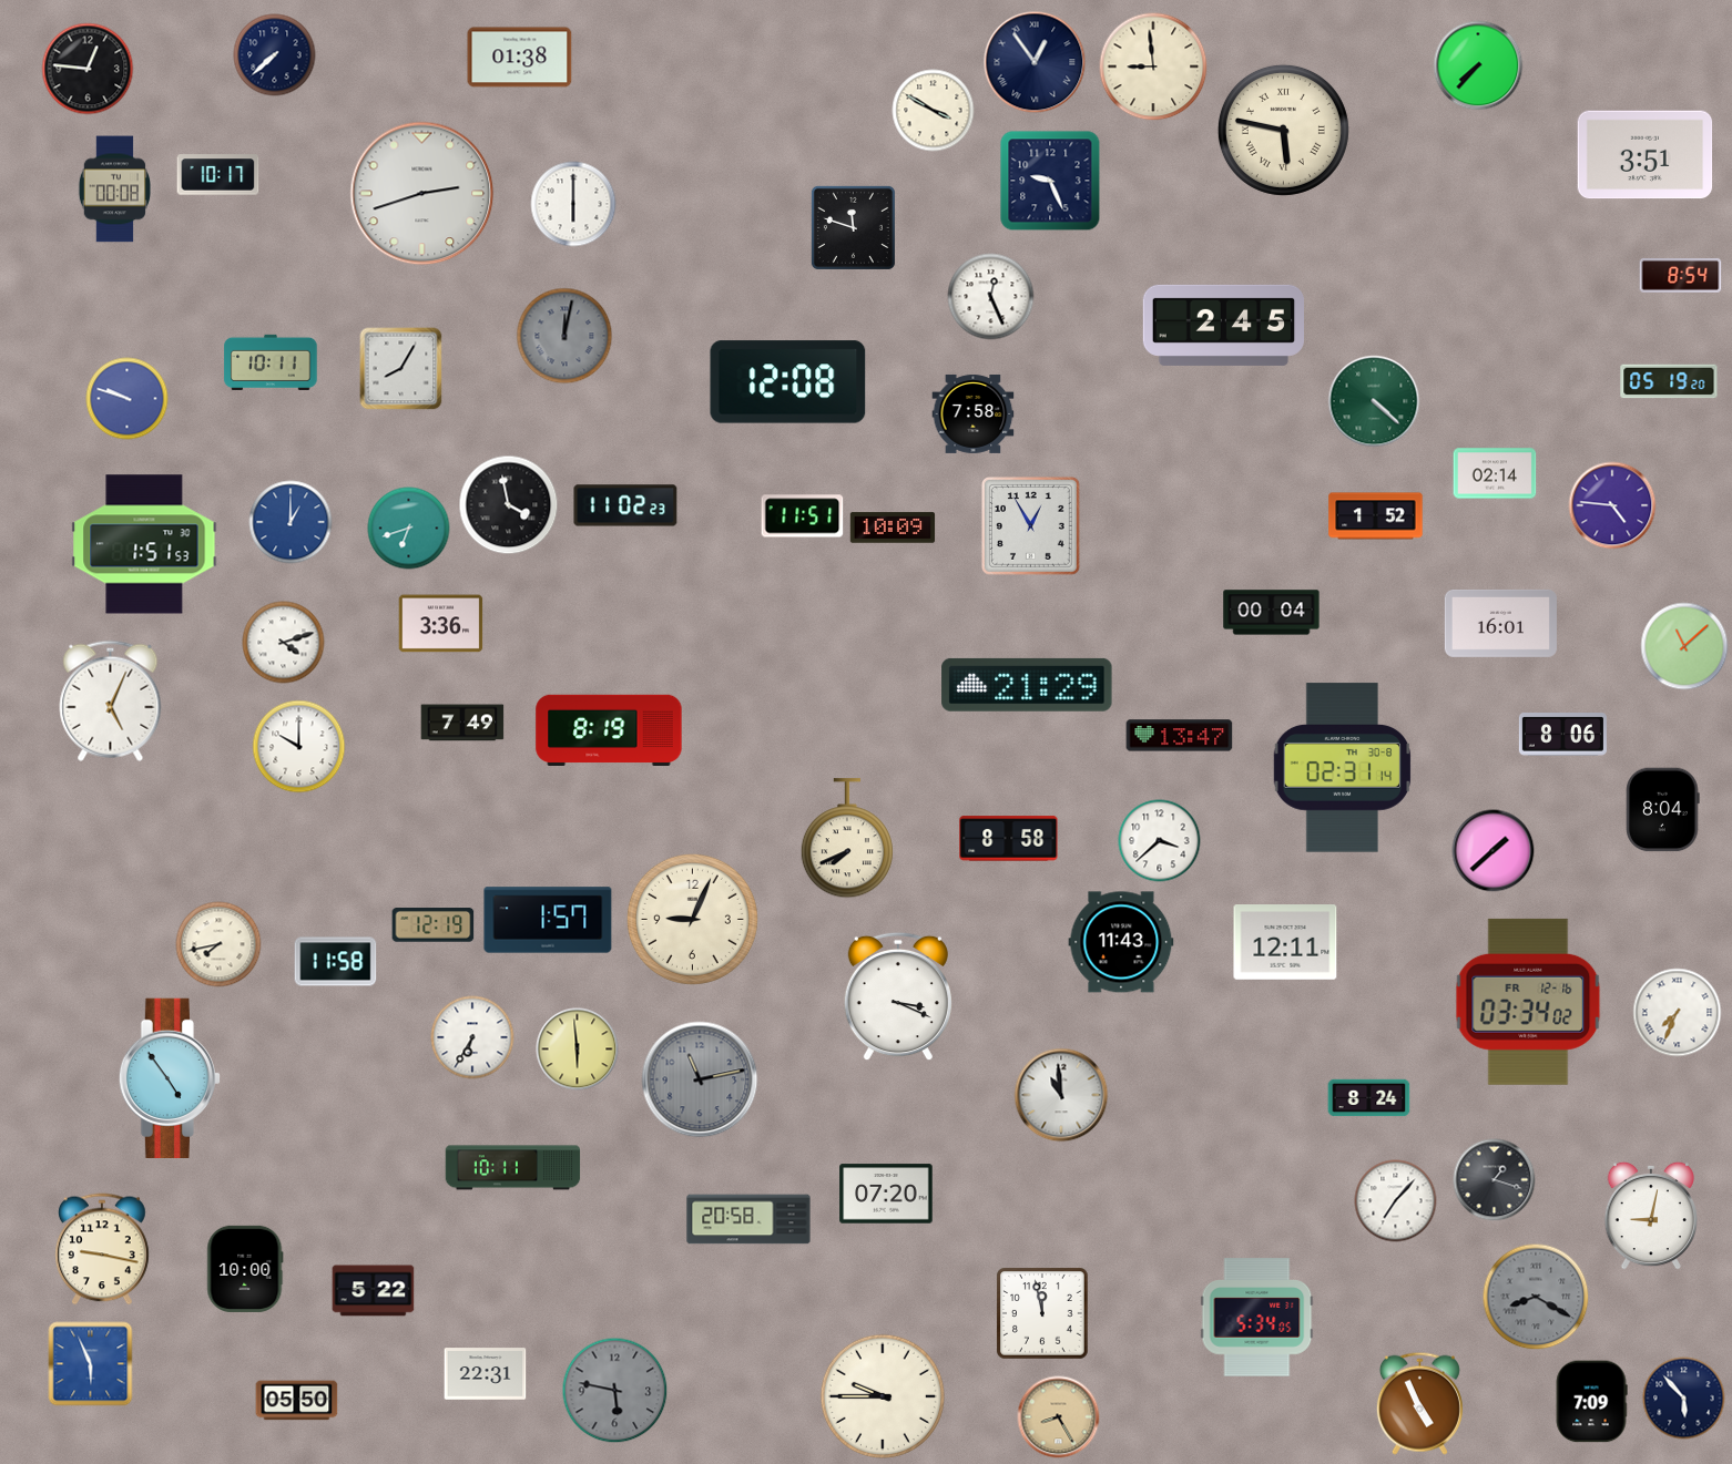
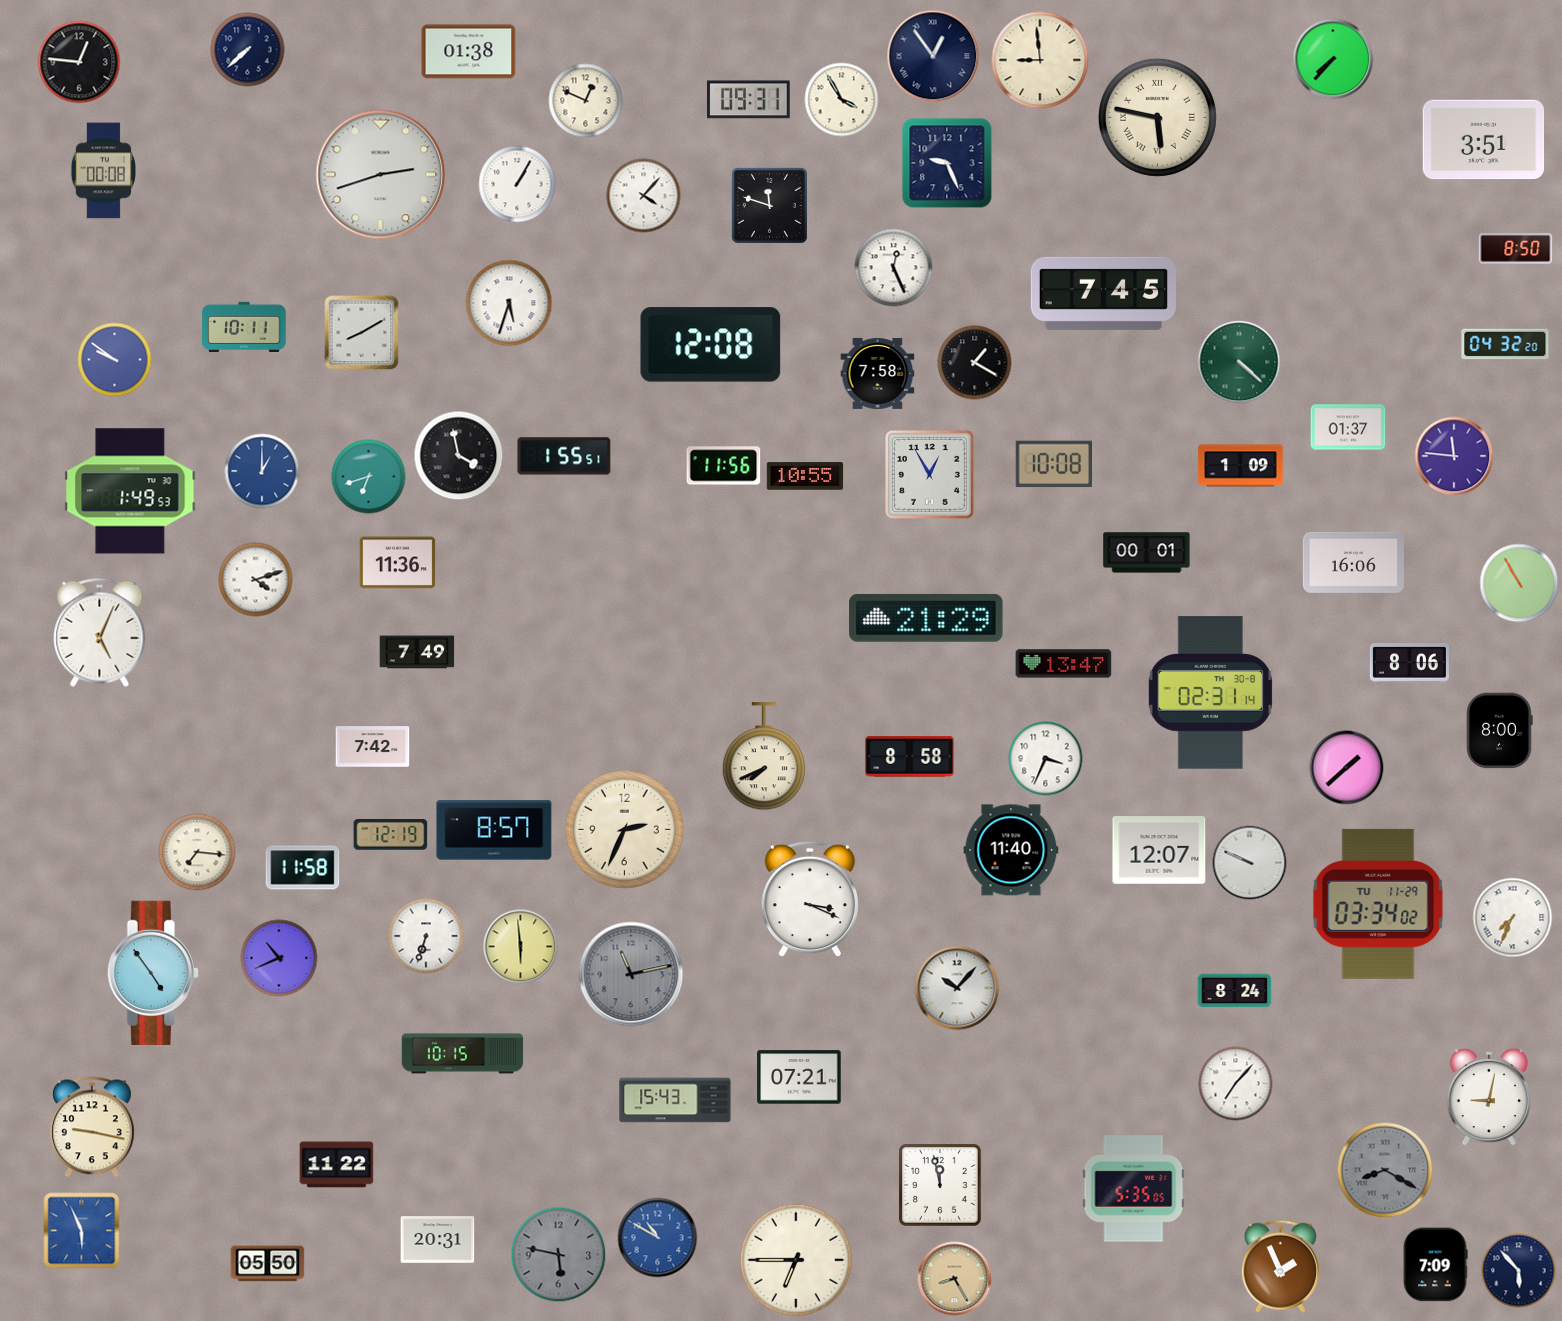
clock at (749, 100): none -> 09:31
clock at (934, 111): 3:50 -> 3:55
clock at (586, 101): none -> 12:49
clock at (218, 175): 10:17 -> none
clock at (573, 204): 6:00 -> 1:05
clock at (644, 196): none -> 4:07
clock at (1681, 276): 8:54 -> 8:50
clock at (1223, 325): 2:45 -> 7:45
clock at (564, 336): 12:02 -> 5:33
clock at (564, 336) dial: grey -> white
clock at (401, 369): 8:05 -> 8:10
clock at (1669, 381): 05:19 -> 04:32
clock at (128, 399): 9:48 -> 9:51
clock at (975, 363): none -> 1:20
clock at (1495, 473): 02:14 -> 01:37
clock at (625, 505): 11:02 -> 1:55
clock at (1612, 505): 4:46 -> 11:46
clock at (1053, 464): none -> 10:08
clock at (803, 516): 11:51 -> 11:56
clock at (1376, 516): 1:52 -> 1:09
clock at (893, 528): 10:09 -> 10:55
clock at (144, 544): 1:51 -> 1:49
clock at (1272, 613): 00:04 -> 00:01
clock at (1500, 623): 16:01 -> 16:06
clock at (441, 624): 3:36 -> 11:36
clock at (1684, 646): 11:08 -> 10:55
clock at (609, 730): 8:19 -> none
clock at (299, 747): 10:00 -> none
clock at (1663, 810): 8:04 -> 8:00
clock at (373, 747): none -> 7:42
clock at (1160, 841): 3:38 -> 3:34
clock at (692, 919): 9:04 -> 2:34
clock at (548, 920): 1:57 -> 8:57
clock at (1121, 942): 11:43 -> 11:40
clock at (1285, 942): 12:11 -> 12:07
clock at (218, 944): 7:43 -> 7:16
clock at (1250, 863): none -> 9:49
clock at (1528, 1002) date: FR 12-16 -> TU 11-29
clock at (1678, 1013) position: (1678, 1013) -> (1513, 918)
clock at (472, 1037): 6:35 -> 6:33
clock at (279, 958): none -> 10:41
clock at (1061, 1095): 10:59 -> 10:07
clock at (513, 1168): 10:11 -> 10:15
clock at (1495, 1180): 1:18 -> none
clock at (886, 1194): 07:20 -> 07:21
clock at (1396, 1201) position: (1396, 1201) -> (1236, 1084)
clock at (748, 1219): 20:58 -> 15:43
clock at (245, 1269): 10:00 -> none
clock at (374, 1291): 5:22 -> 11:22
clock at (1257, 1318): 5:34 -> 5:35
clock at (658, 1238): none -> 10:50
clock at (486, 1374): 22:31 -> 20:31
clock at (615, 1391) position: (615, 1391) -> (559, 1255)
clock at (883, 1396): 9:45 -> 6:45
clock at (1684, 1399) position: (1684, 1399) -> (1519, 1271)
clock at (1419, 1403): 4:56 -> 1:56
